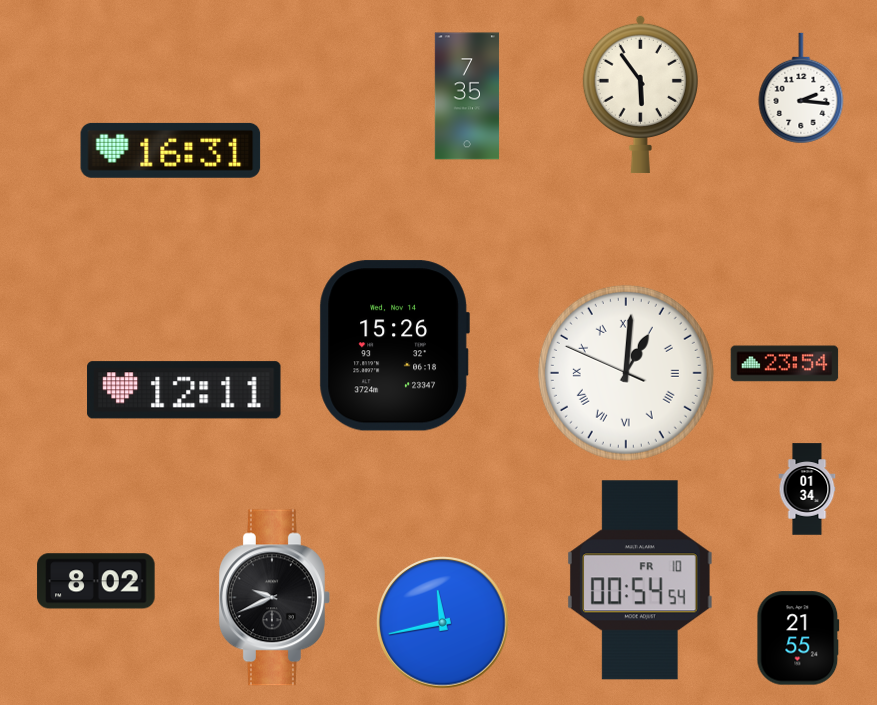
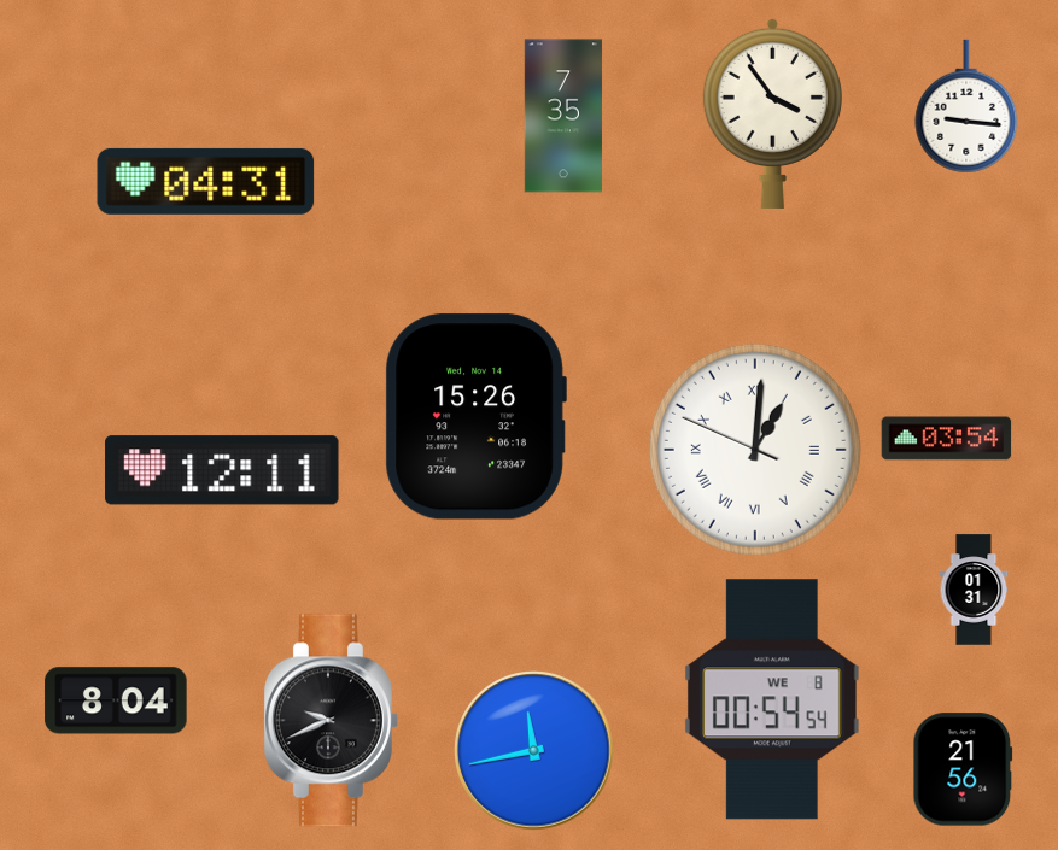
clock at (801, 88): 2:16 -> 9:16
clock at (640, 94): 5:54 -> 3:54
clock at (171, 150): 16:31 -> 04:31
clock at (785, 364): 23:54 -> 03:54
clock at (807, 489): 01:34 -> 01:31
clock at (640, 580) date: FR 10 -> WE 8
clock at (96, 581): 8:02 -> 8:04
clock at (798, 638): 21:55 -> 21:56
